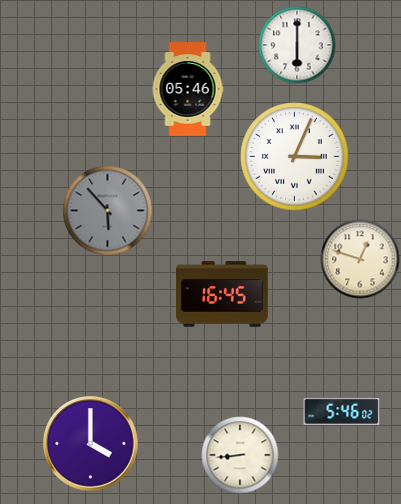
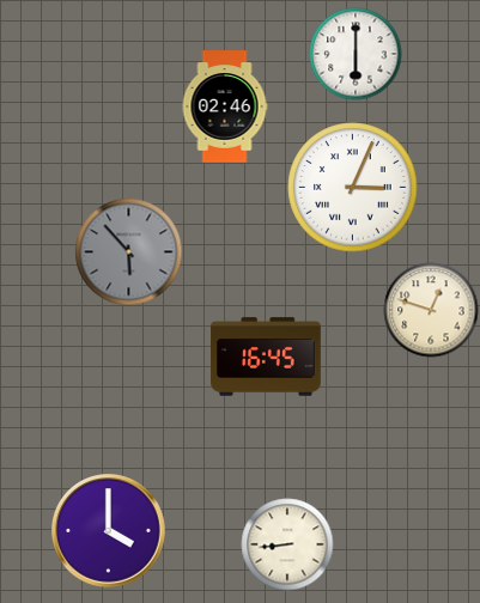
clock at (188, 89): 05:46 -> 02:46
clock at (222, 294) position: (222, 294) -> (266, 357)
clock at (342, 411): 5:46 -> none
